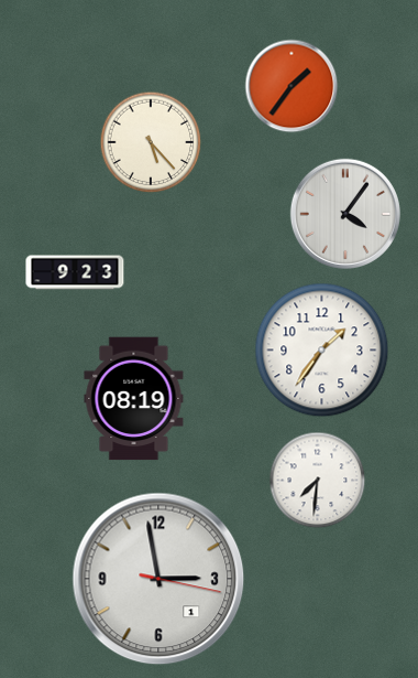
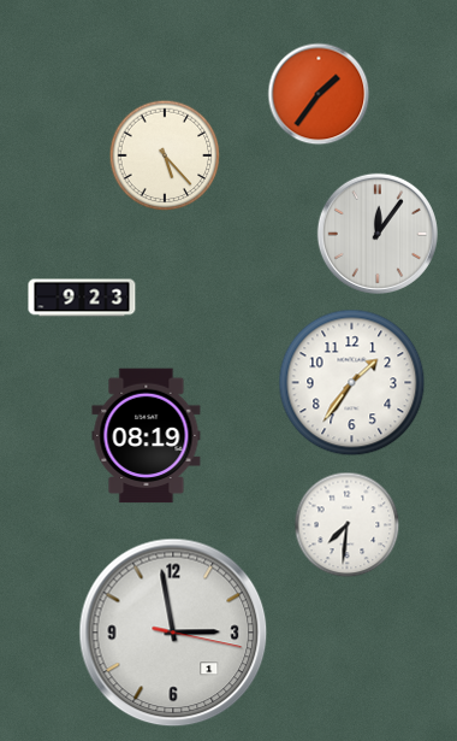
clock at (345, 214): 4:06 -> 12:06
